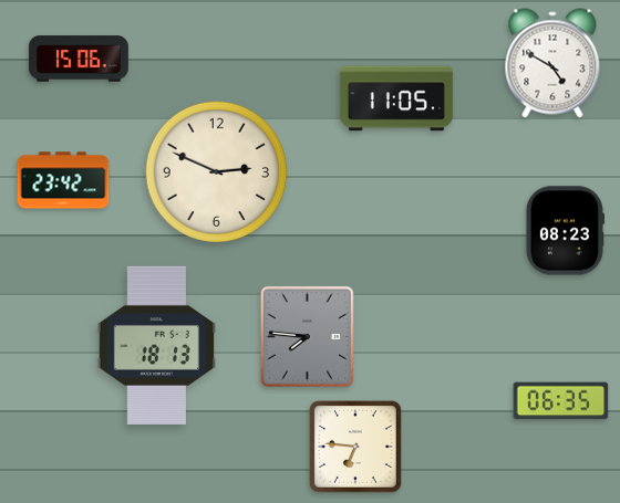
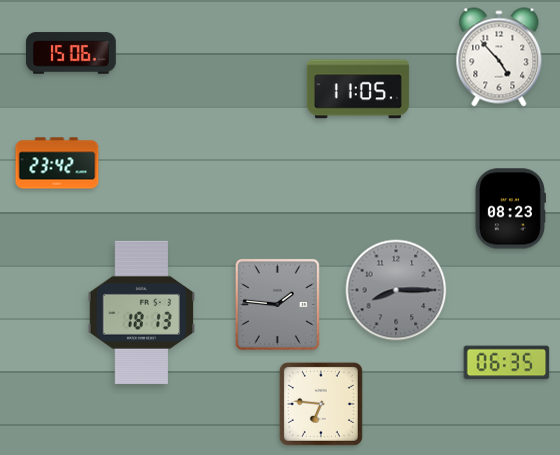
clock at (552, 63): 4:50 -> 4:53
clock at (216, 171): 2:49 -> none
clock at (396, 290): none -> 8:15
clock at (307, 336): 7:46 -> 1:46
